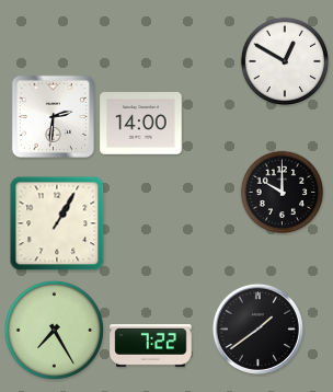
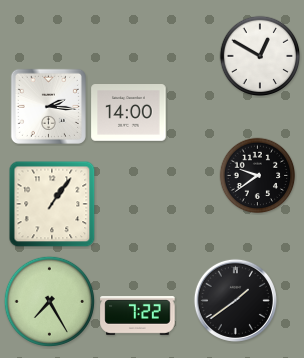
clock at (53, 116): 2:31 -> 2:16
clock at (283, 193): 10:00 -> 9:39
clock at (57, 223): 1:05 -> 1:06
